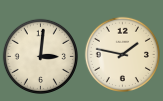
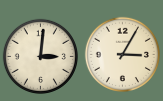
clock at (122, 54): 1:47 -> 3:05
